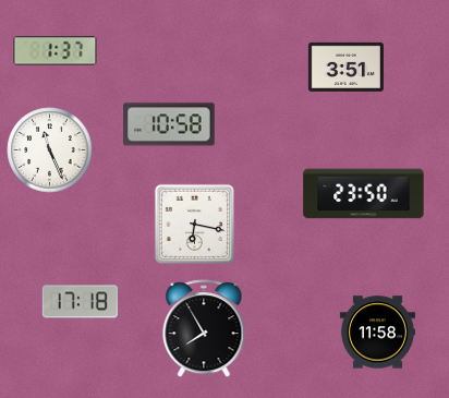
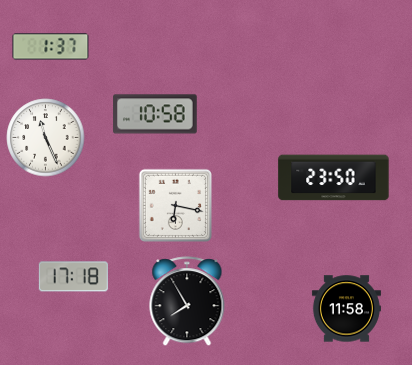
clock at (345, 67): 3:51 -> none
clock at (194, 224) position: (194, 224) -> (175, 205)
clock at (377, 333) position: (377, 333) -> (346, 309)
